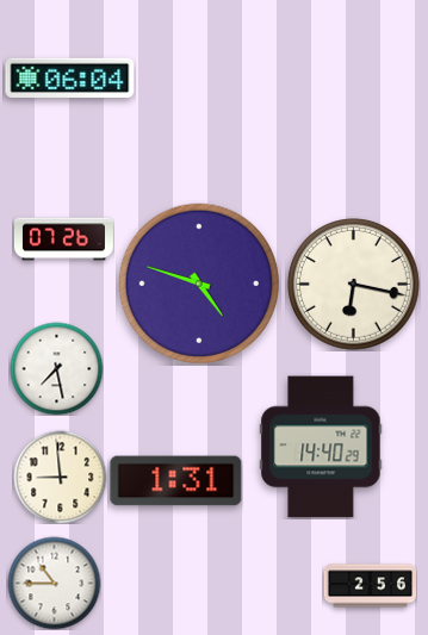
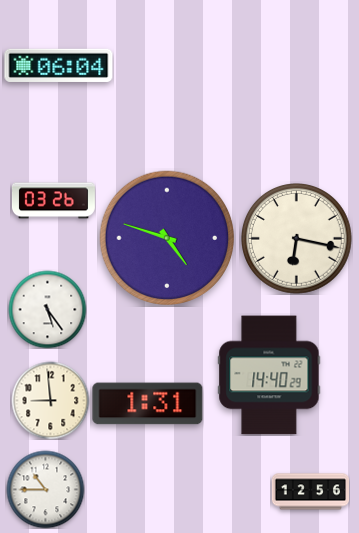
clock at (63, 239): 07:26 -> 03:26
clock at (56, 368): 7:28 -> 5:24
clock at (370, 586): 2:56 -> 12:56
